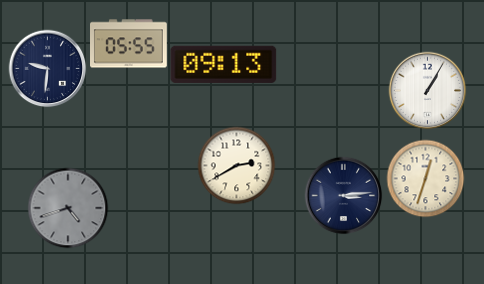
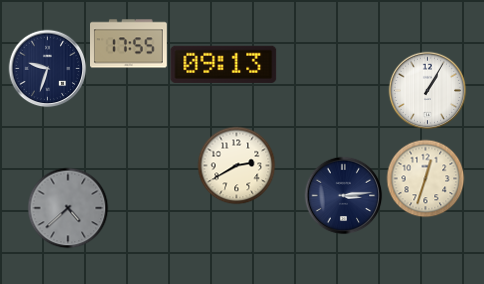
clock at (129, 44): 05:55 -> 17:55
clock at (47, 68): 9:31 -> 9:33
clock at (68, 208): 4:42 -> 4:38
